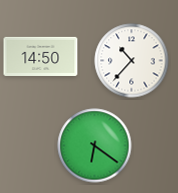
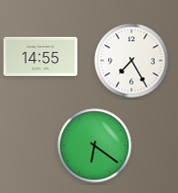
clock at (41, 56): 14:50 -> 14:55
clock at (132, 61): 10:37 -> 7:25
